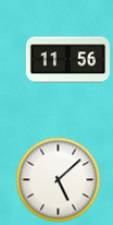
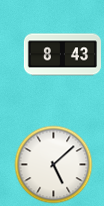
clock at (67, 60): 11:56 -> 8:43
